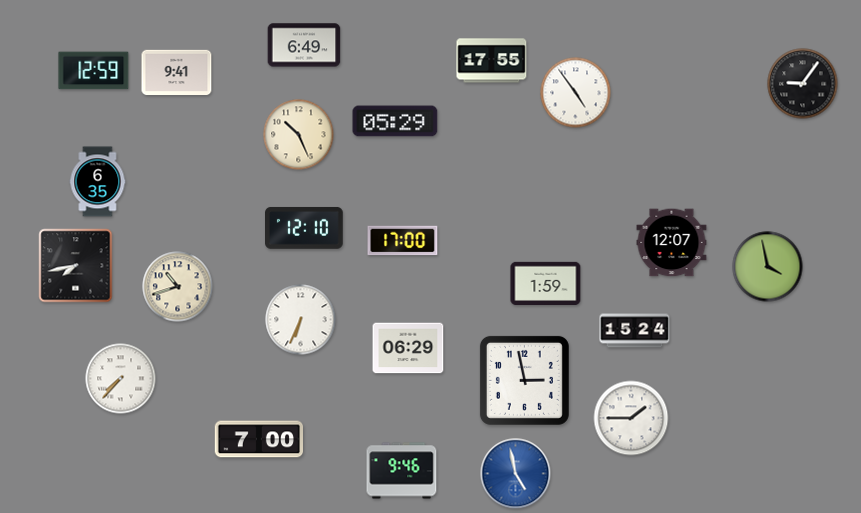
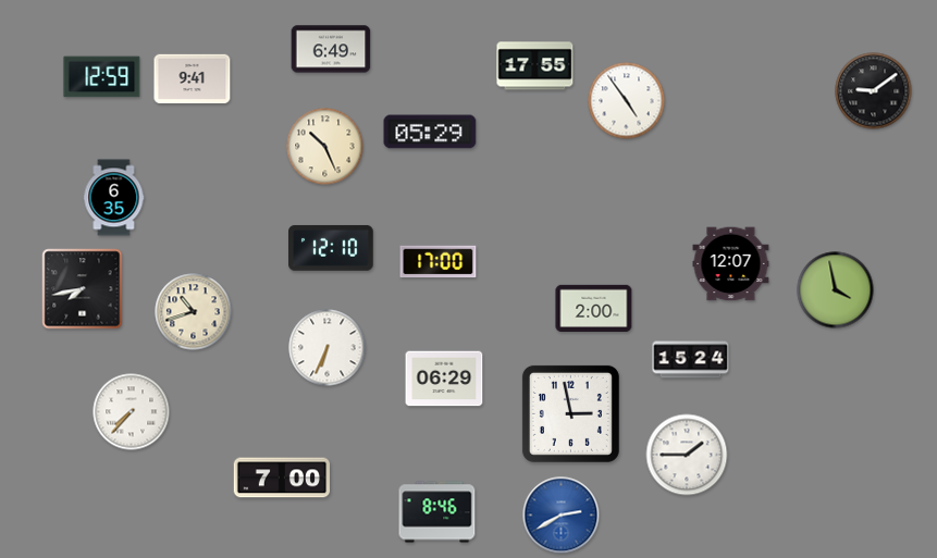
clock at (803, 84): 9:06 -> 9:09
clock at (98, 182) position: (98, 182) -> (114, 198)
clock at (546, 283): 1:59 -> 2:00
clock at (402, 471): 9:46 -> 8:46
clock at (516, 474): 4:58 -> 2:40
